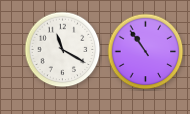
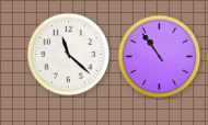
clock at (63, 50): 11:20 -> 11:22
